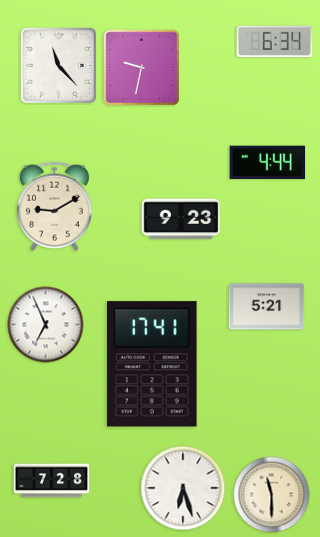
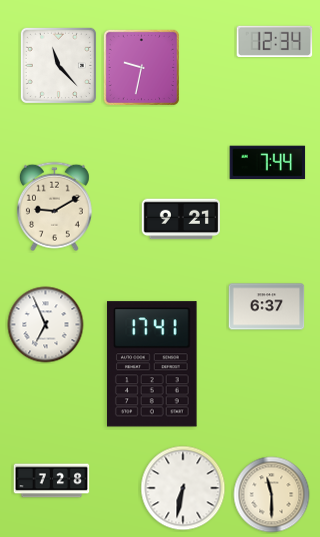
clock at (275, 42): 6:34 -> 12:34
clock at (268, 163): 4:44 -> 7:44
clock at (180, 219): 9:23 -> 9:21
clock at (267, 307): 5:21 -> 6:37
clock at (183, 488): 6:27 -> 6:32
